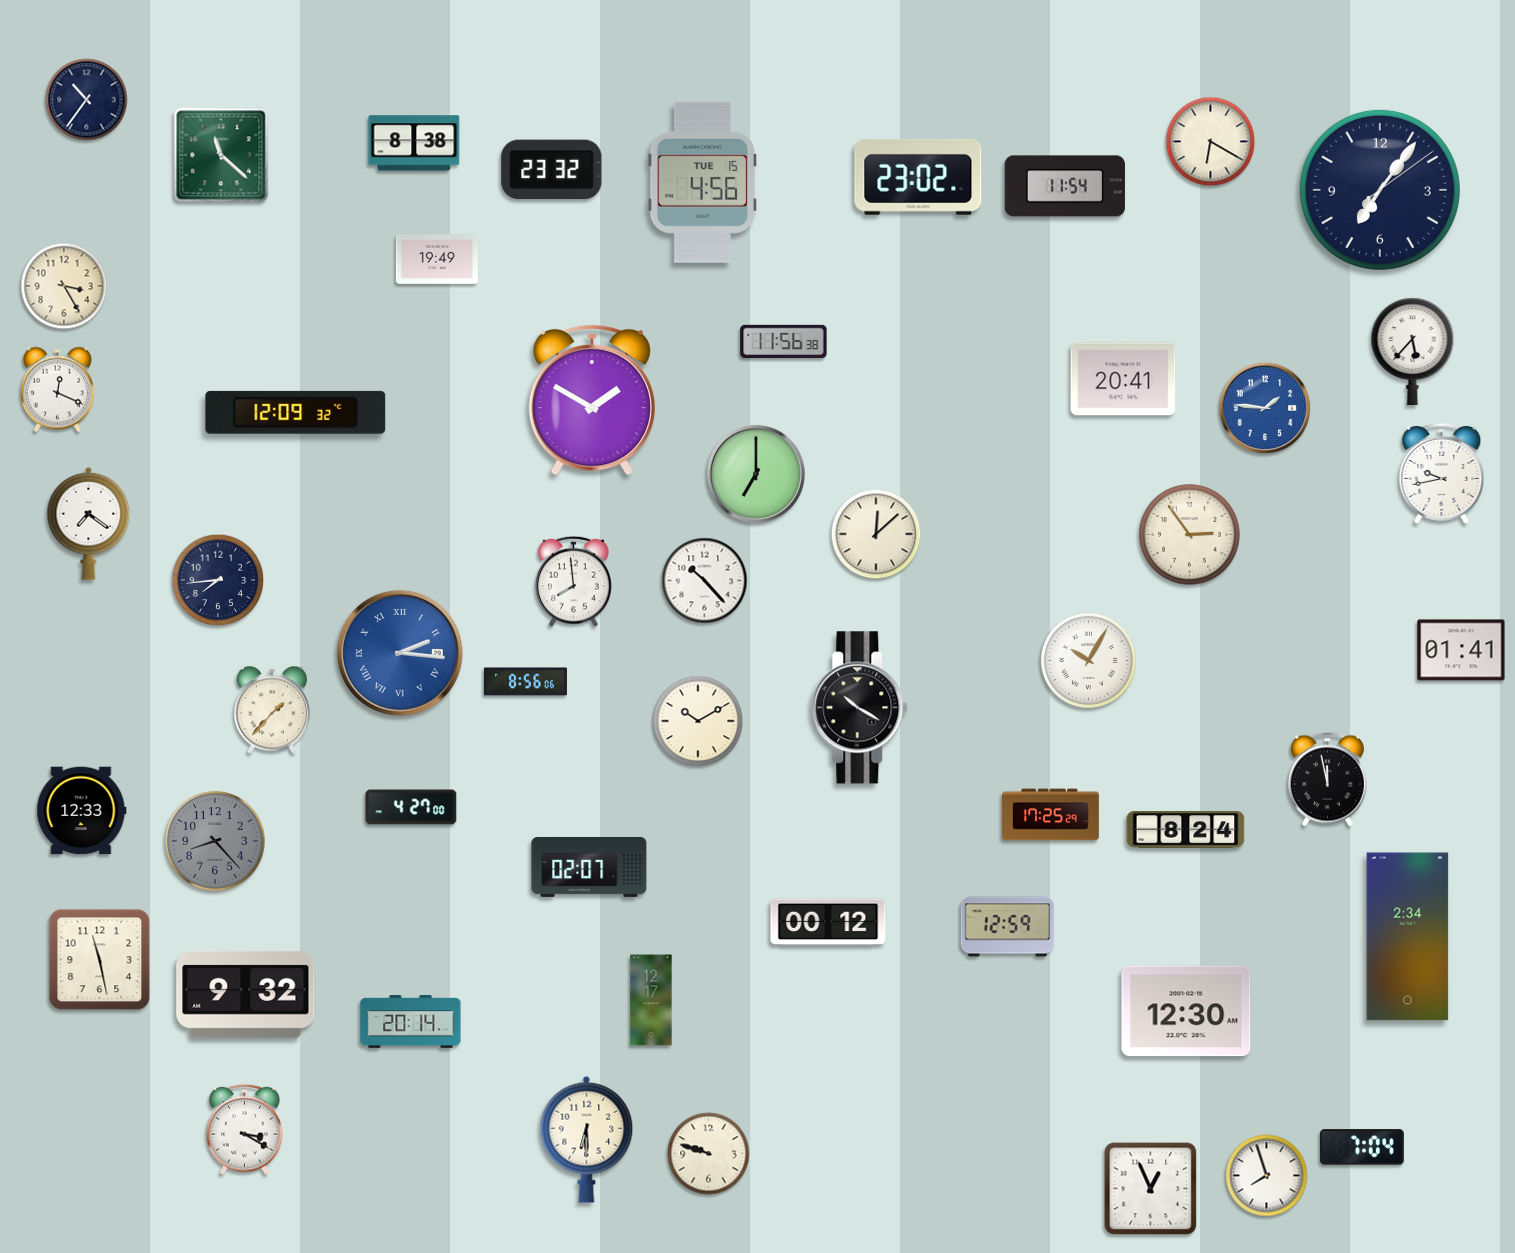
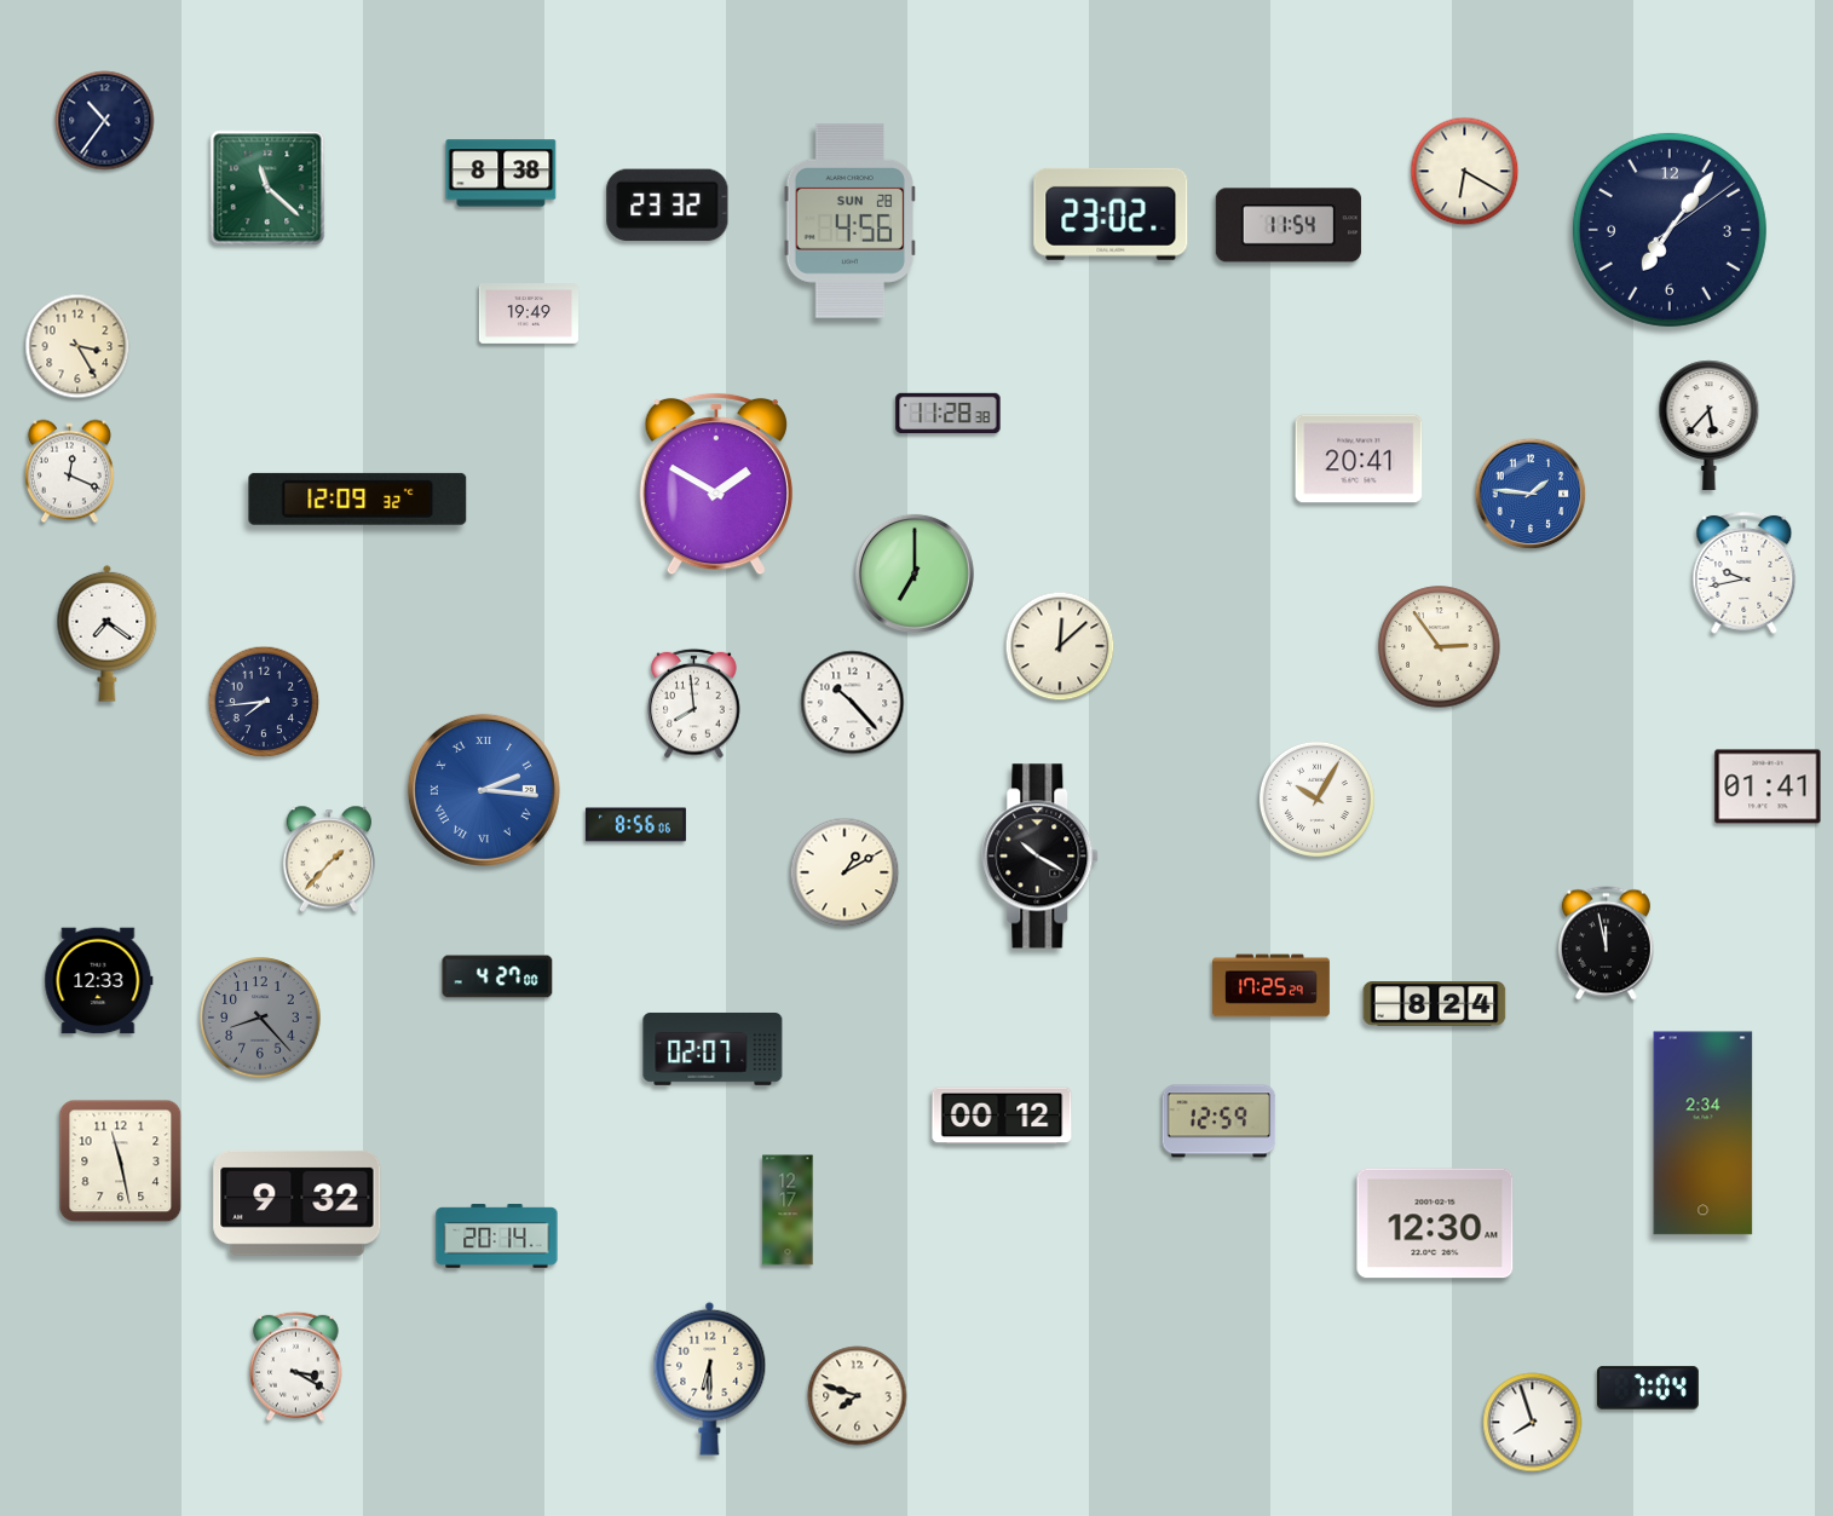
clock at (703, 182) date: TUE 15 -> SUN 28
clock at (784, 342): 11:56 -> 11:28
clock at (698, 721): 10:10 -> 1:10
clock at (709, 1154): 9:48 -> 7:48
clock at (1151, 1189): 12:56 -> none
